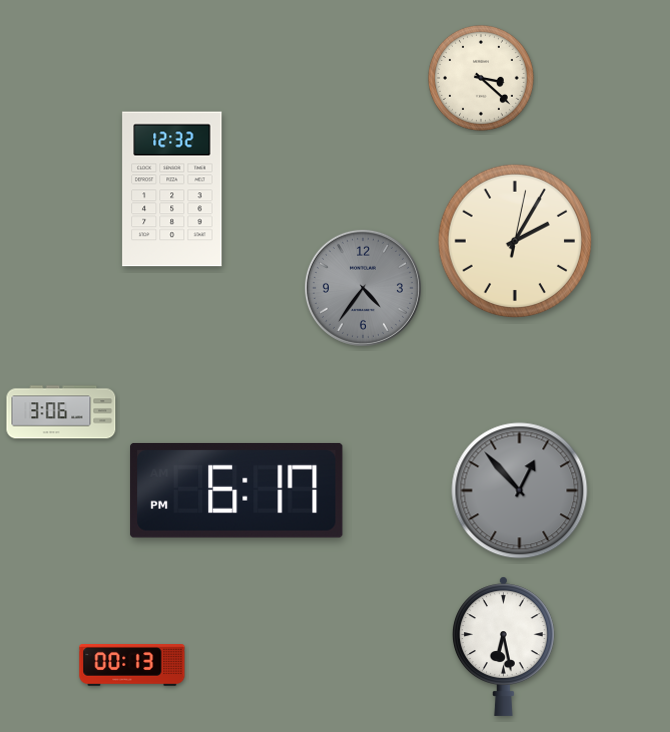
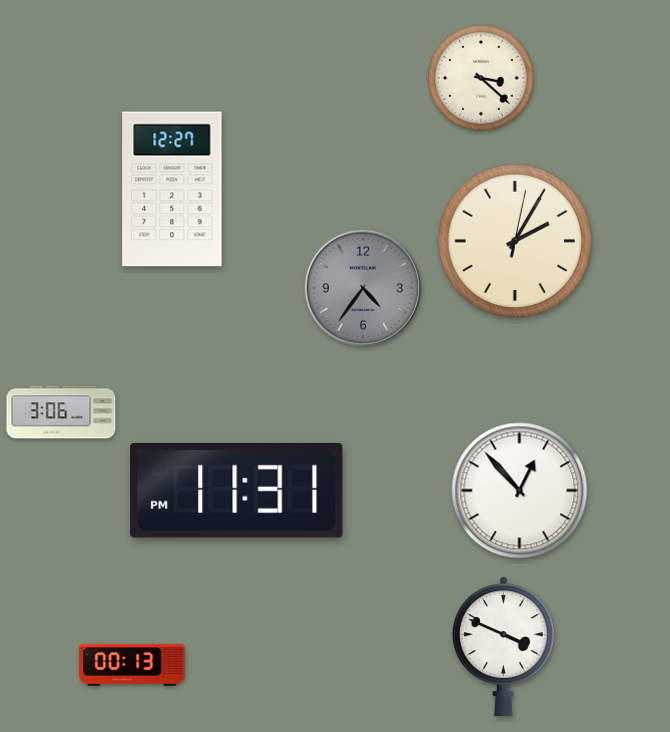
clock at (172, 189): 12:32 -> 12:27
clock at (237, 491): 6:17 -> 11:31
clock at (520, 491) dial: grey -> white
clock at (503, 646): 6:28 -> 3:49
